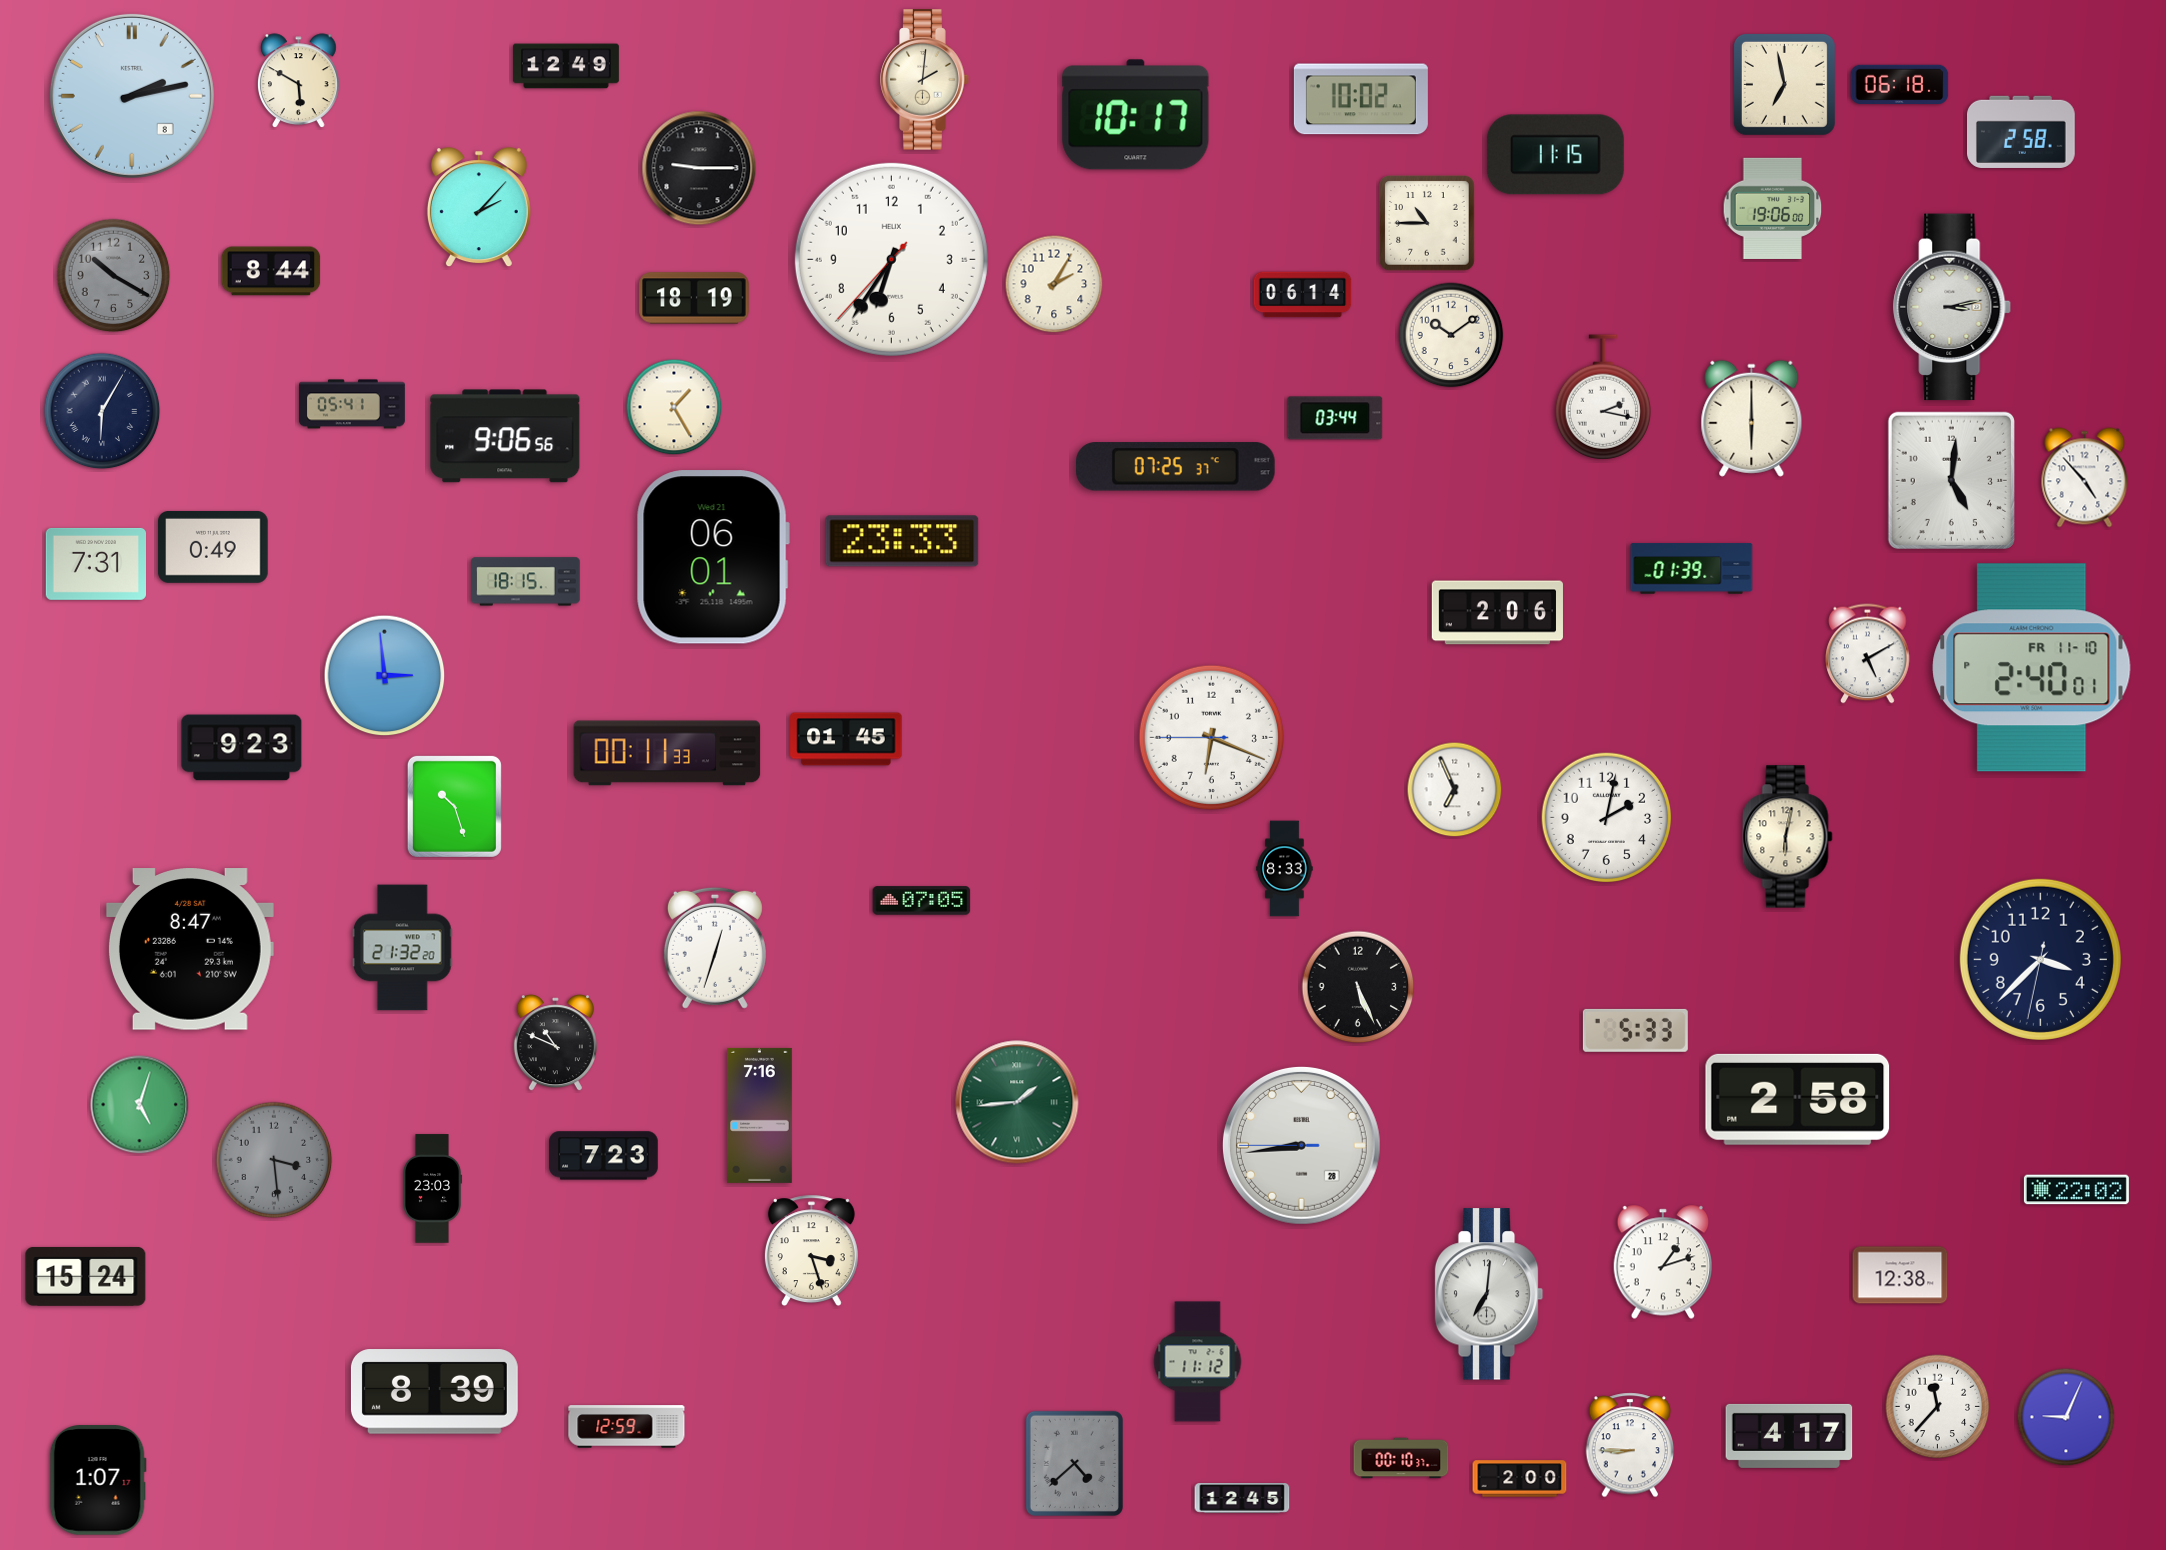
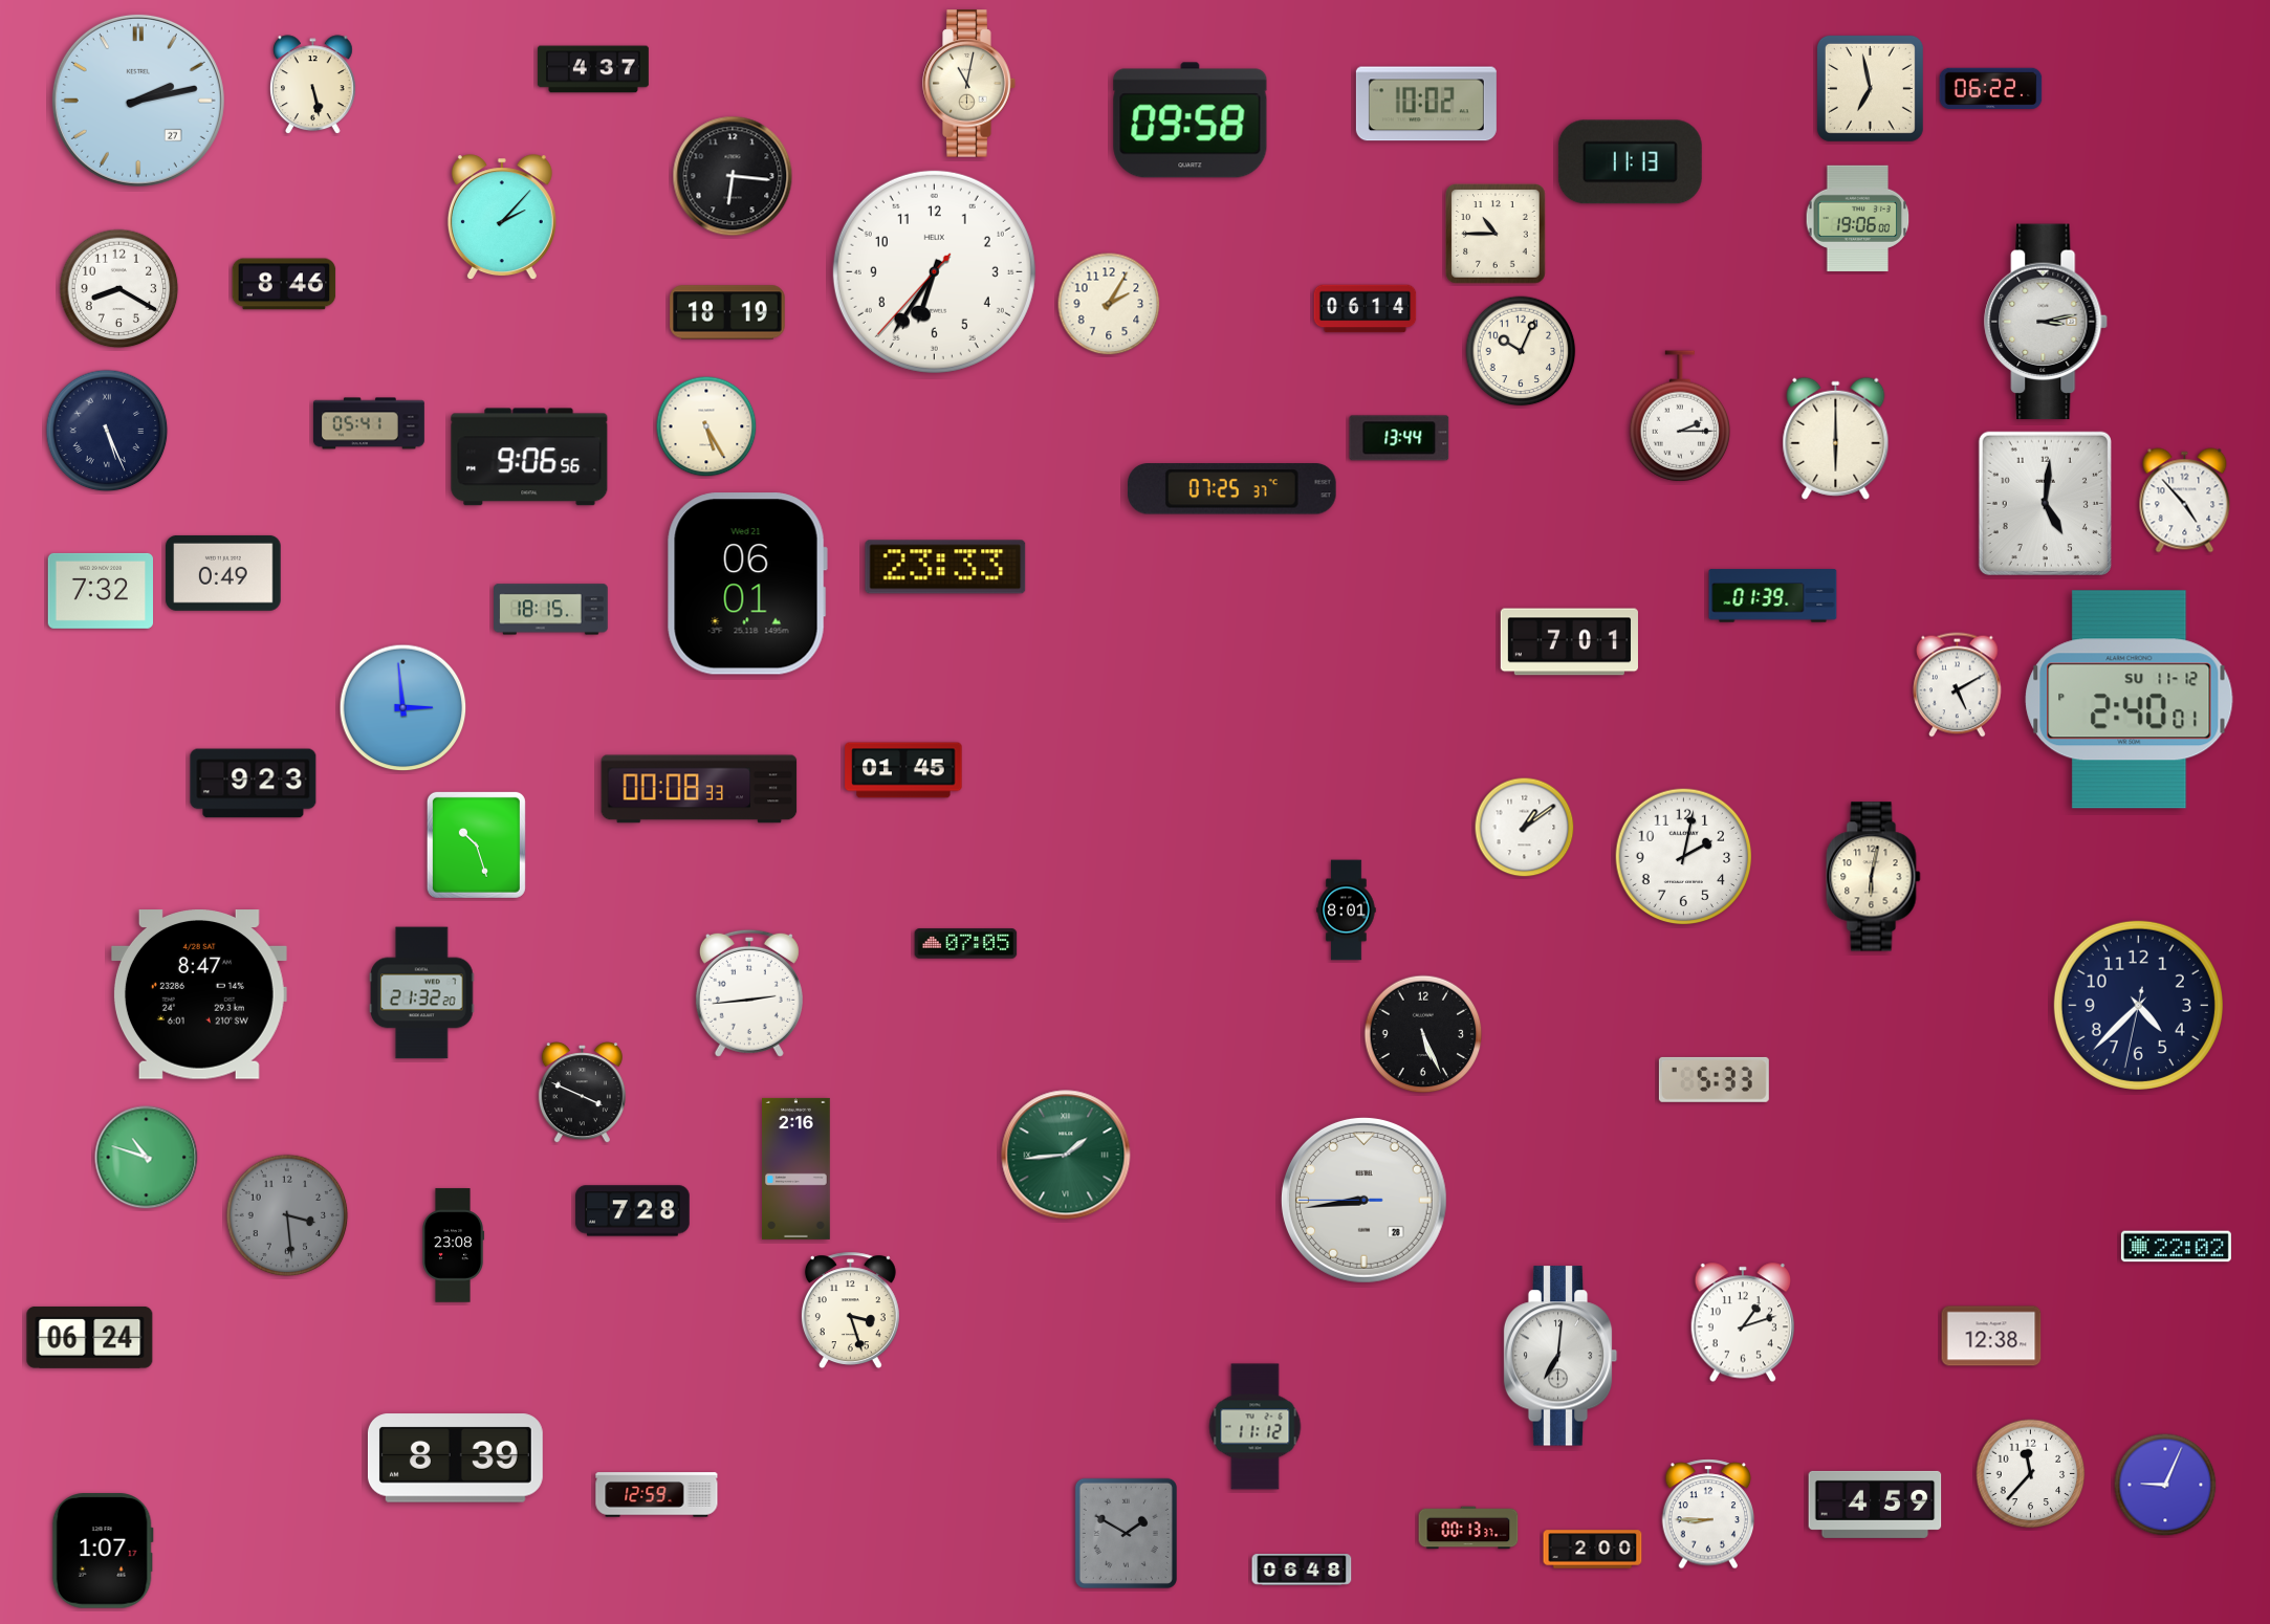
clock at (566, 66): 12:49 -> 4:37
clock at (925, 80): 2:01 -> 11:02
clock at (299, 81): 5:50 -> 5:28
clock at (1900, 84): 06:18 -> 06:22
clock at (132, 96) date: 8 -> 27
clock at (1136, 115): 10:17 -> 09:58
clock at (2022, 132): 2:58 -> none
clock at (1555, 155): 11:15 -> 11:13
clock at (699, 168): 9:15 -> 6:16
clock at (271, 271): 8:44 -> 8:46
clock at (114, 276): 10:20 -> 8:20
clock at (114, 276) dial: grey -> white
clock at (1054, 284) position: (1054, 284) -> (1109, 304)
clock at (1451, 335): 10:09 -> 10:04
clock at (1602, 397): 2:17 -> 2:15
clock at (674, 407): 1:25 -> 5:25
clock at (102, 411): 6:05 -> 5:26
clock at (1335, 418): 03:44 -> 13:44
clock at (96, 564): 7:31 -> 7:32
clock at (1497, 613): 2:06 -> 7:01
clock at (2032, 668) date: FR 11-10 -> SU 11-12
clock at (1211, 737): 6:18 -> none
clock at (846, 739) position: (846, 739) -> (903, 770)
clock at (667, 753): 00:11 -> 00:08
clock at (1455, 790): 6:56 -> 1:09
clock at (1285, 869): 8:33 -> 8:01
clock at (715, 948): 12:33 -> 2:44
clock at (2040, 959): 3:37 -> 4:37
clock at (555, 1043): 10:49 -> 3:49
clock at (1798, 1099): 2:58 -> none
clock at (140, 1105): 5:03 -> 10:48
clock at (760, 1115): 7:16 -> 2:16
clock at (604, 1156): 7:23 -> 7:28
clock at (432, 1189): 23:03 -> 23:08
clock at (86, 1276): 15:24 -> 06:24
clock at (1789, 1436): 4:17 -> 4:59
clock at (1401, 1458): 00:10 -> 00:13
clock at (1074, 1463): 4:38 -> 1:50
clock at (1242, 1498): 12:45 -> 06:48
